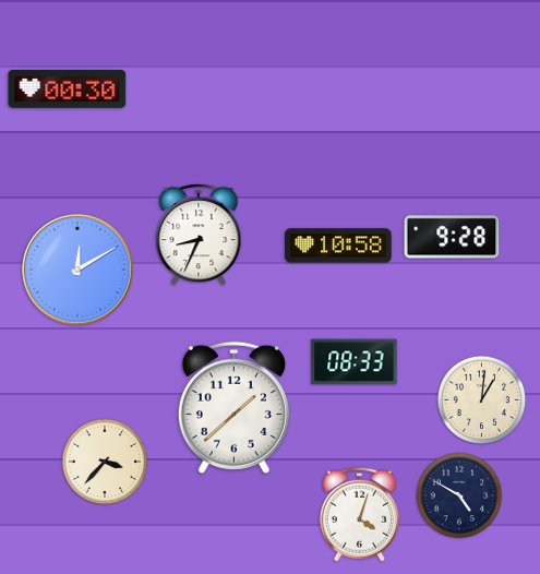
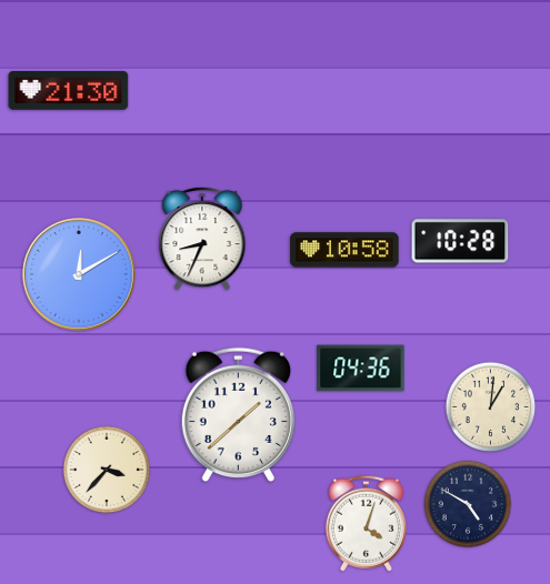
clock at (68, 88): 00:30 -> 21:30
clock at (452, 237): 9:28 -> 10:28
clock at (355, 362): 08:33 -> 04:36
